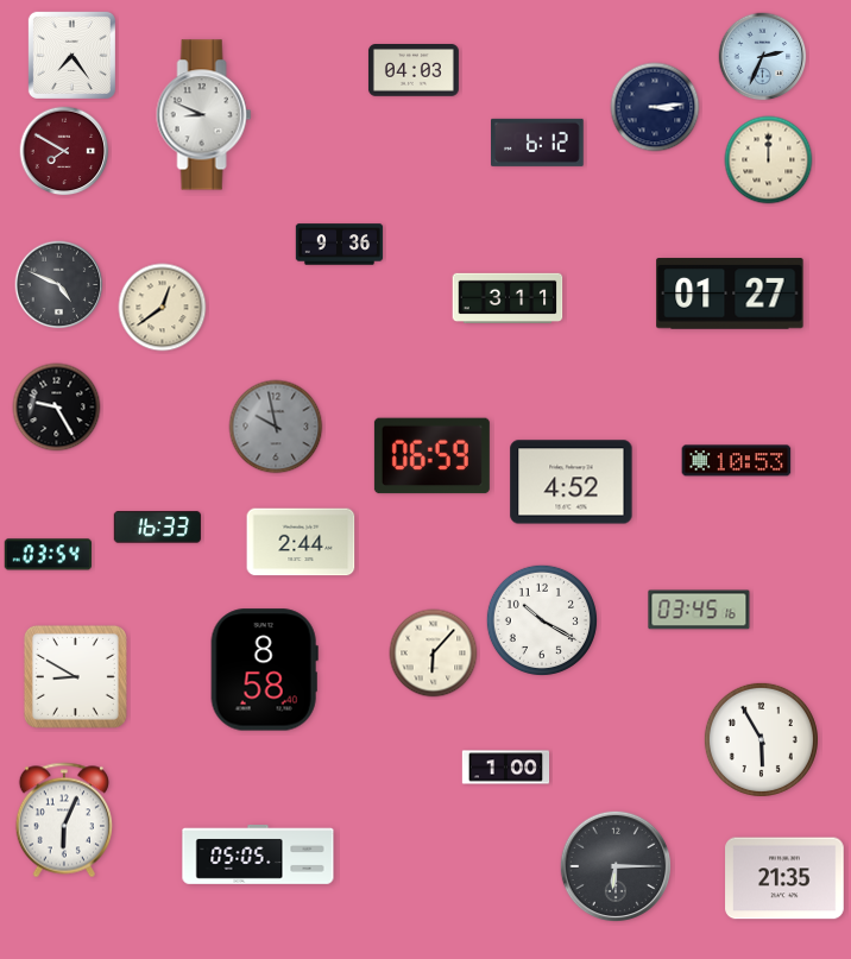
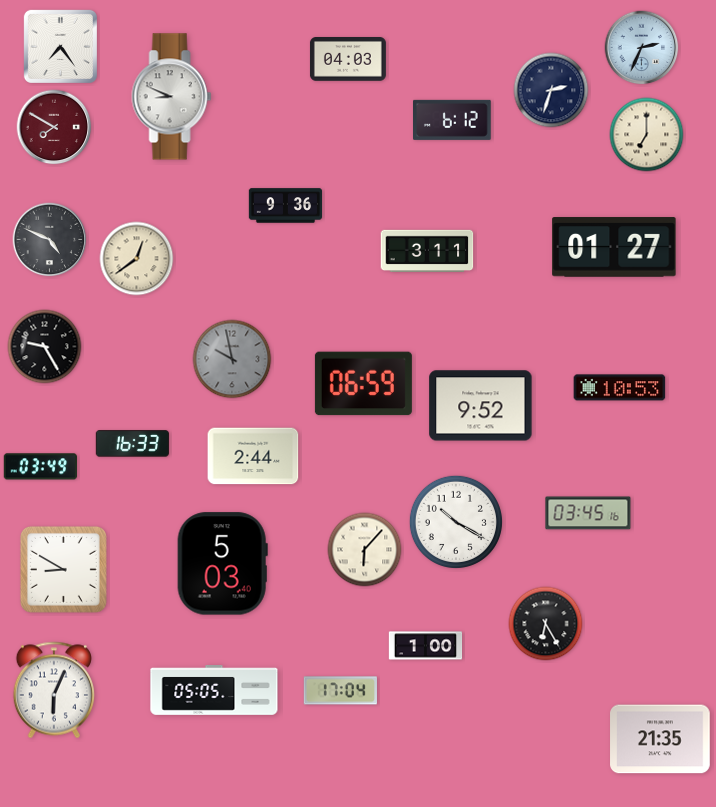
clock at (655, 107): 3:14 -> 2:33
clock at (769, 160): 12:00 -> 7:00
clock at (57, 408) position: (57, 408) -> (45, 347)
clock at (572, 482): 4:52 -> 9:52
clock at (48, 555): 03:54 -> 03:49
clock at (264, 670): 8:58 -> 5:03
clock at (761, 739): 5:55 -> none
clock at (546, 624): none -> 6:25
clock at (340, 691): none -> 17:04
clock at (258, 856) position: (258, 856) -> (214, 691)
clock at (614, 865): 6:15 -> none
